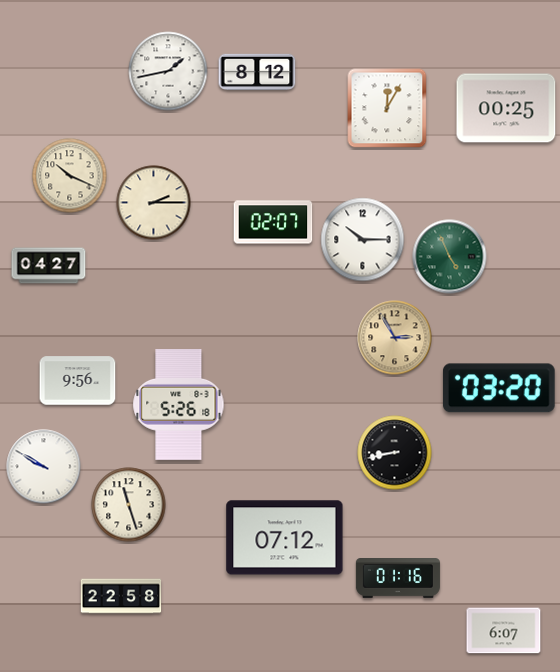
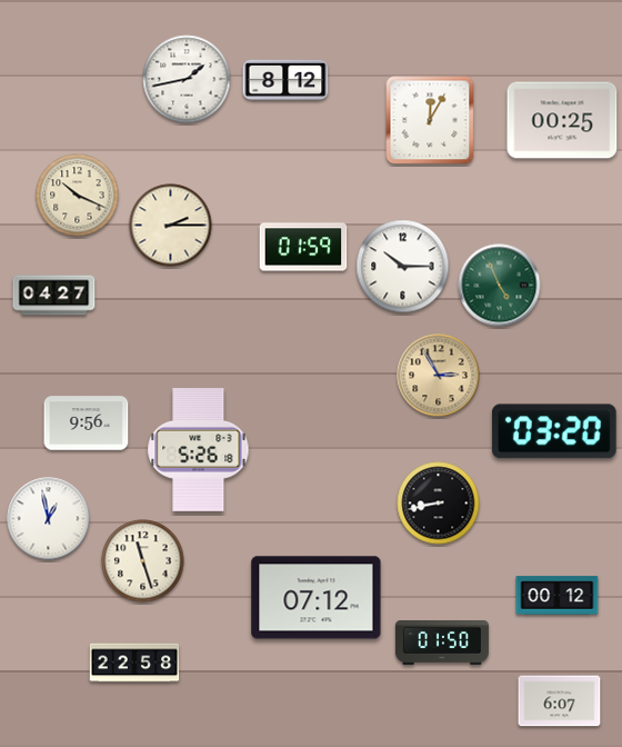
clock at (273, 222): 02:07 -> 01:59
clock at (44, 467): 9:50 -> 12:58
clock at (558, 596): none -> 00:12
clock at (398, 579): 01:16 -> 01:50
